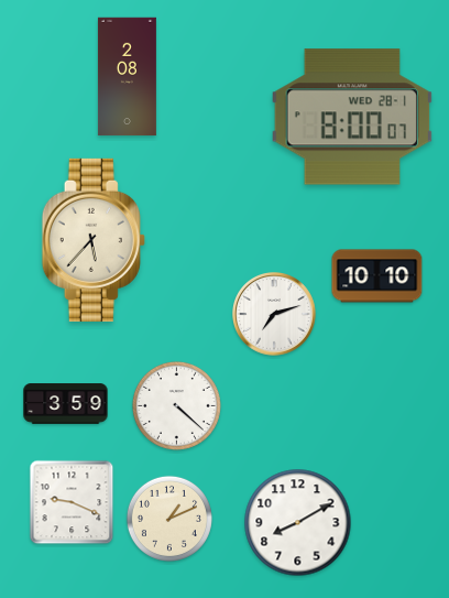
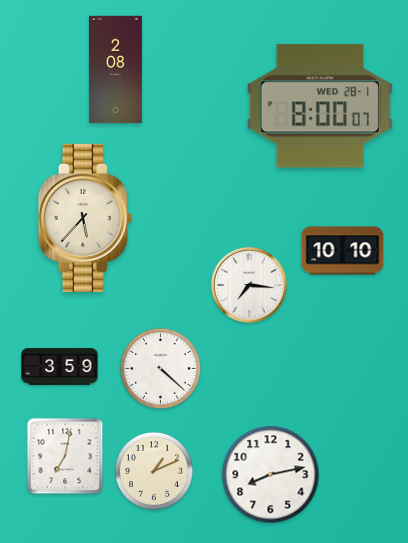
clock at (275, 315): 7:12 -> 7:16
clock at (72, 502): 9:19 -> 7:02
clock at (298, 523): 8:10 -> 8:13
